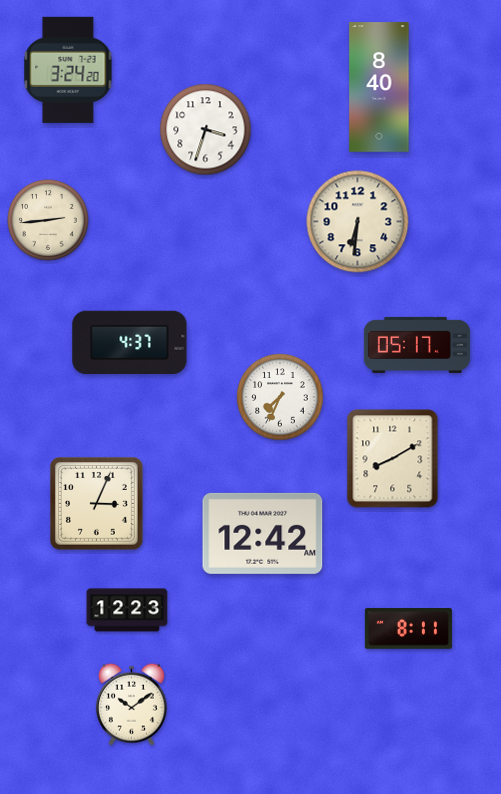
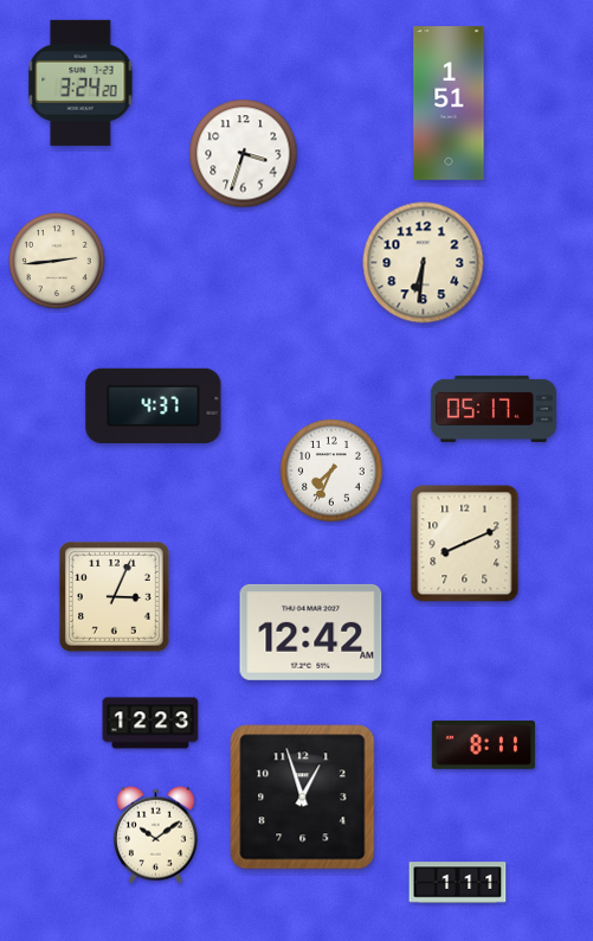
clock at (379, 87): 8:40 -> 1:51
clock at (393, 459): 8:10 -> 8:11
clock at (303, 798): none -> 12:57
clock at (458, 883): none -> 1:11
